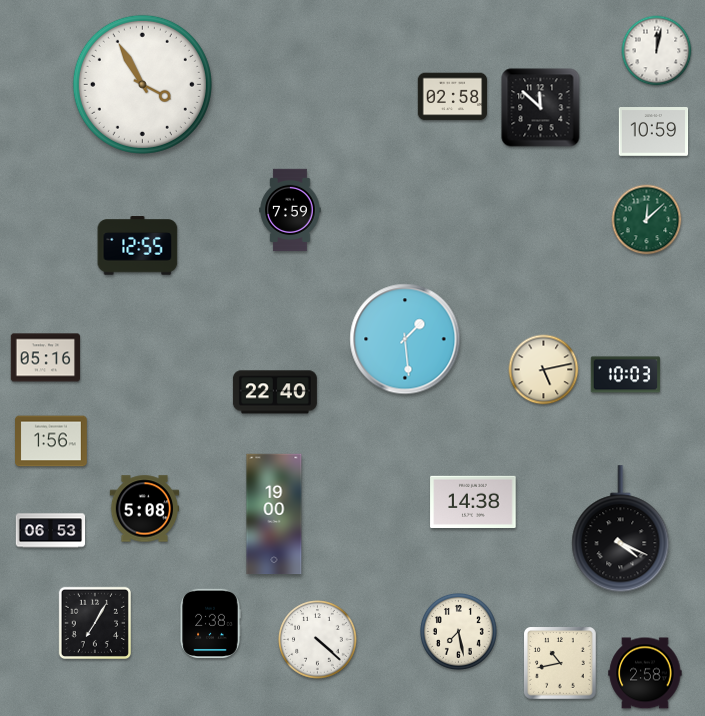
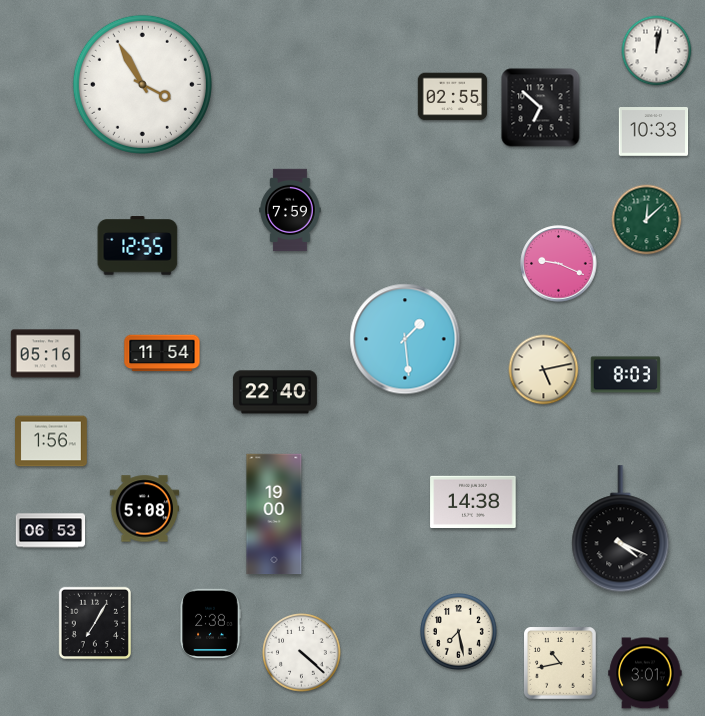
clock at (453, 97): 02:58 -> 02:55
clock at (541, 108): 11:52 -> 6:52
clock at (654, 132): 10:59 -> 10:33
clock at (559, 264): none -> 9:19
clock at (162, 353): none -> 11:54
clock at (46, 358) position: (46, 358) -> (46, 354)
clock at (626, 375): 10:03 -> 8:03
clock at (318, 640) position: (318, 640) -> (302, 653)
clock at (645, 673): 2:58 -> 3:01
